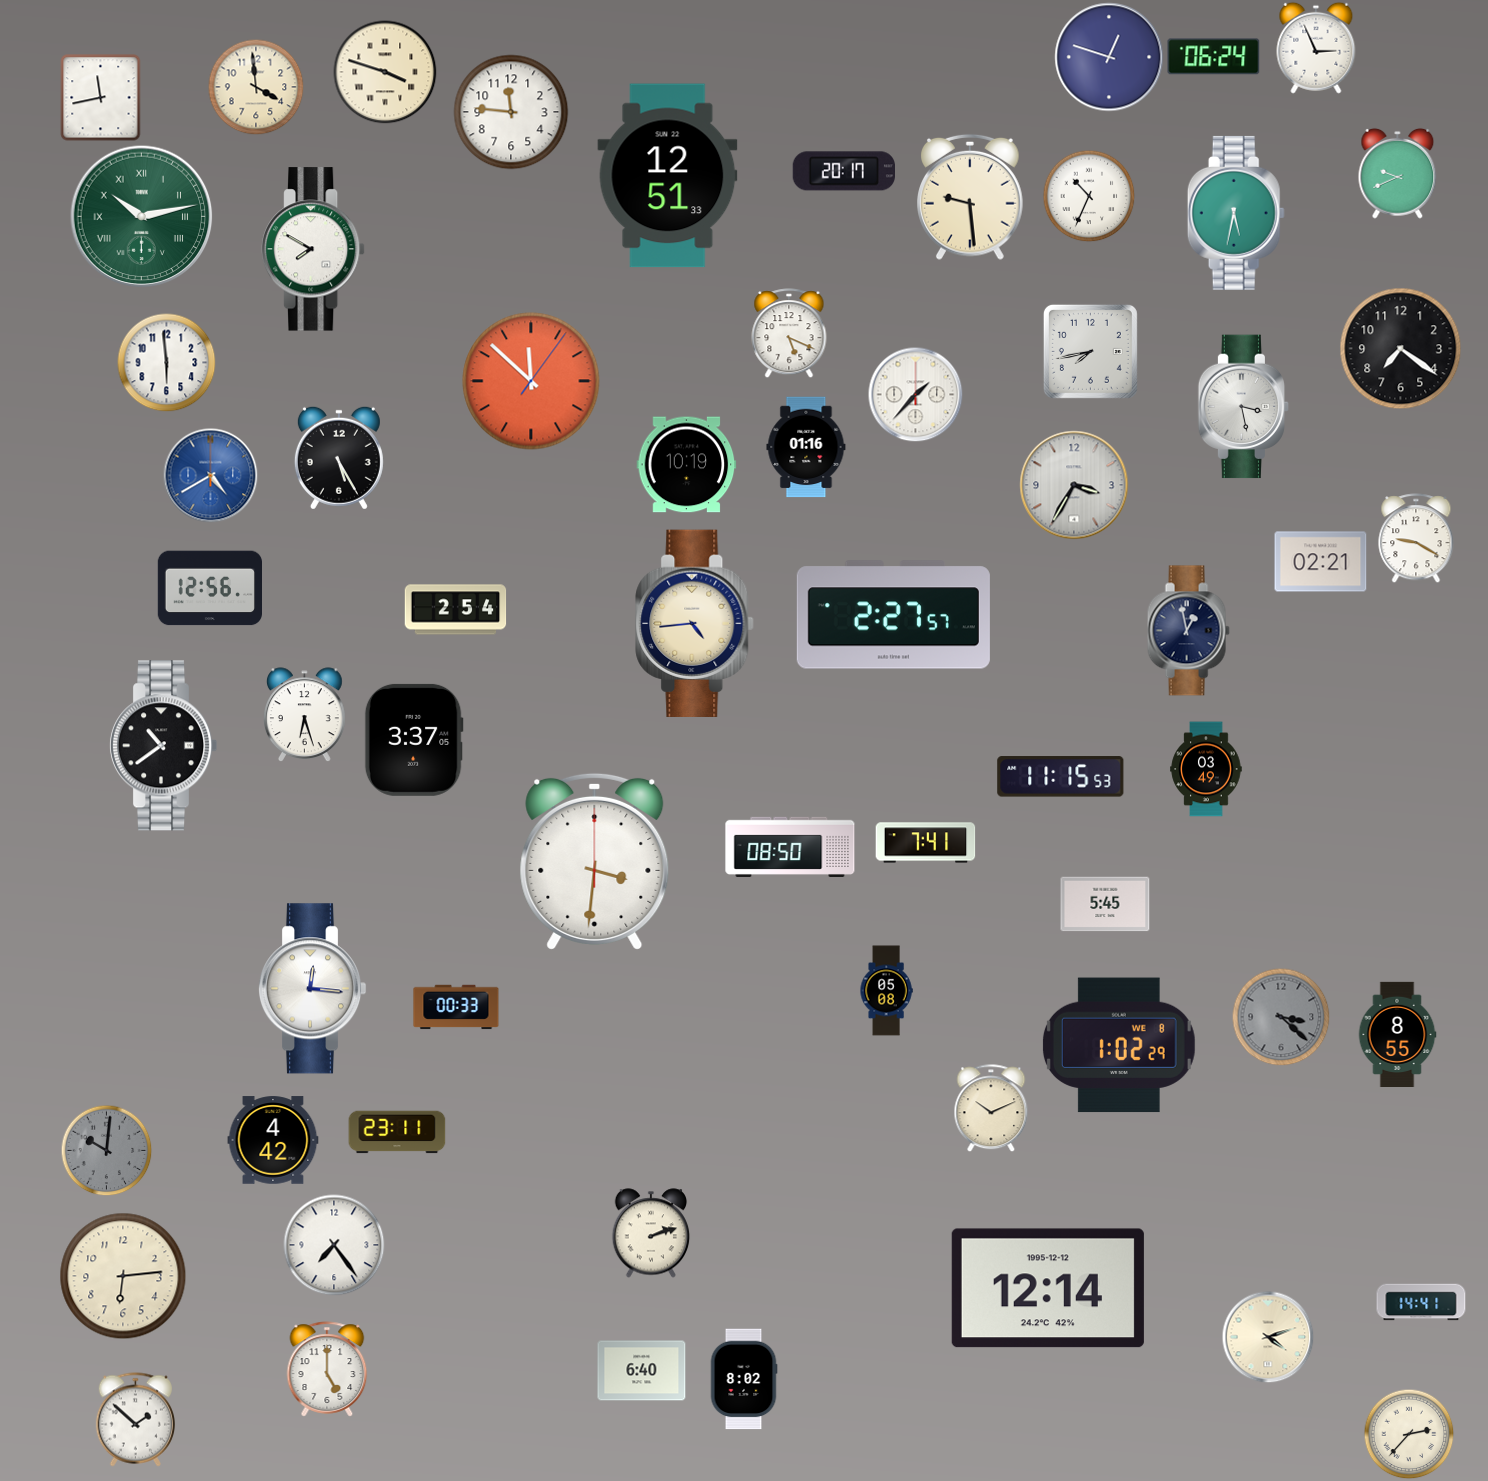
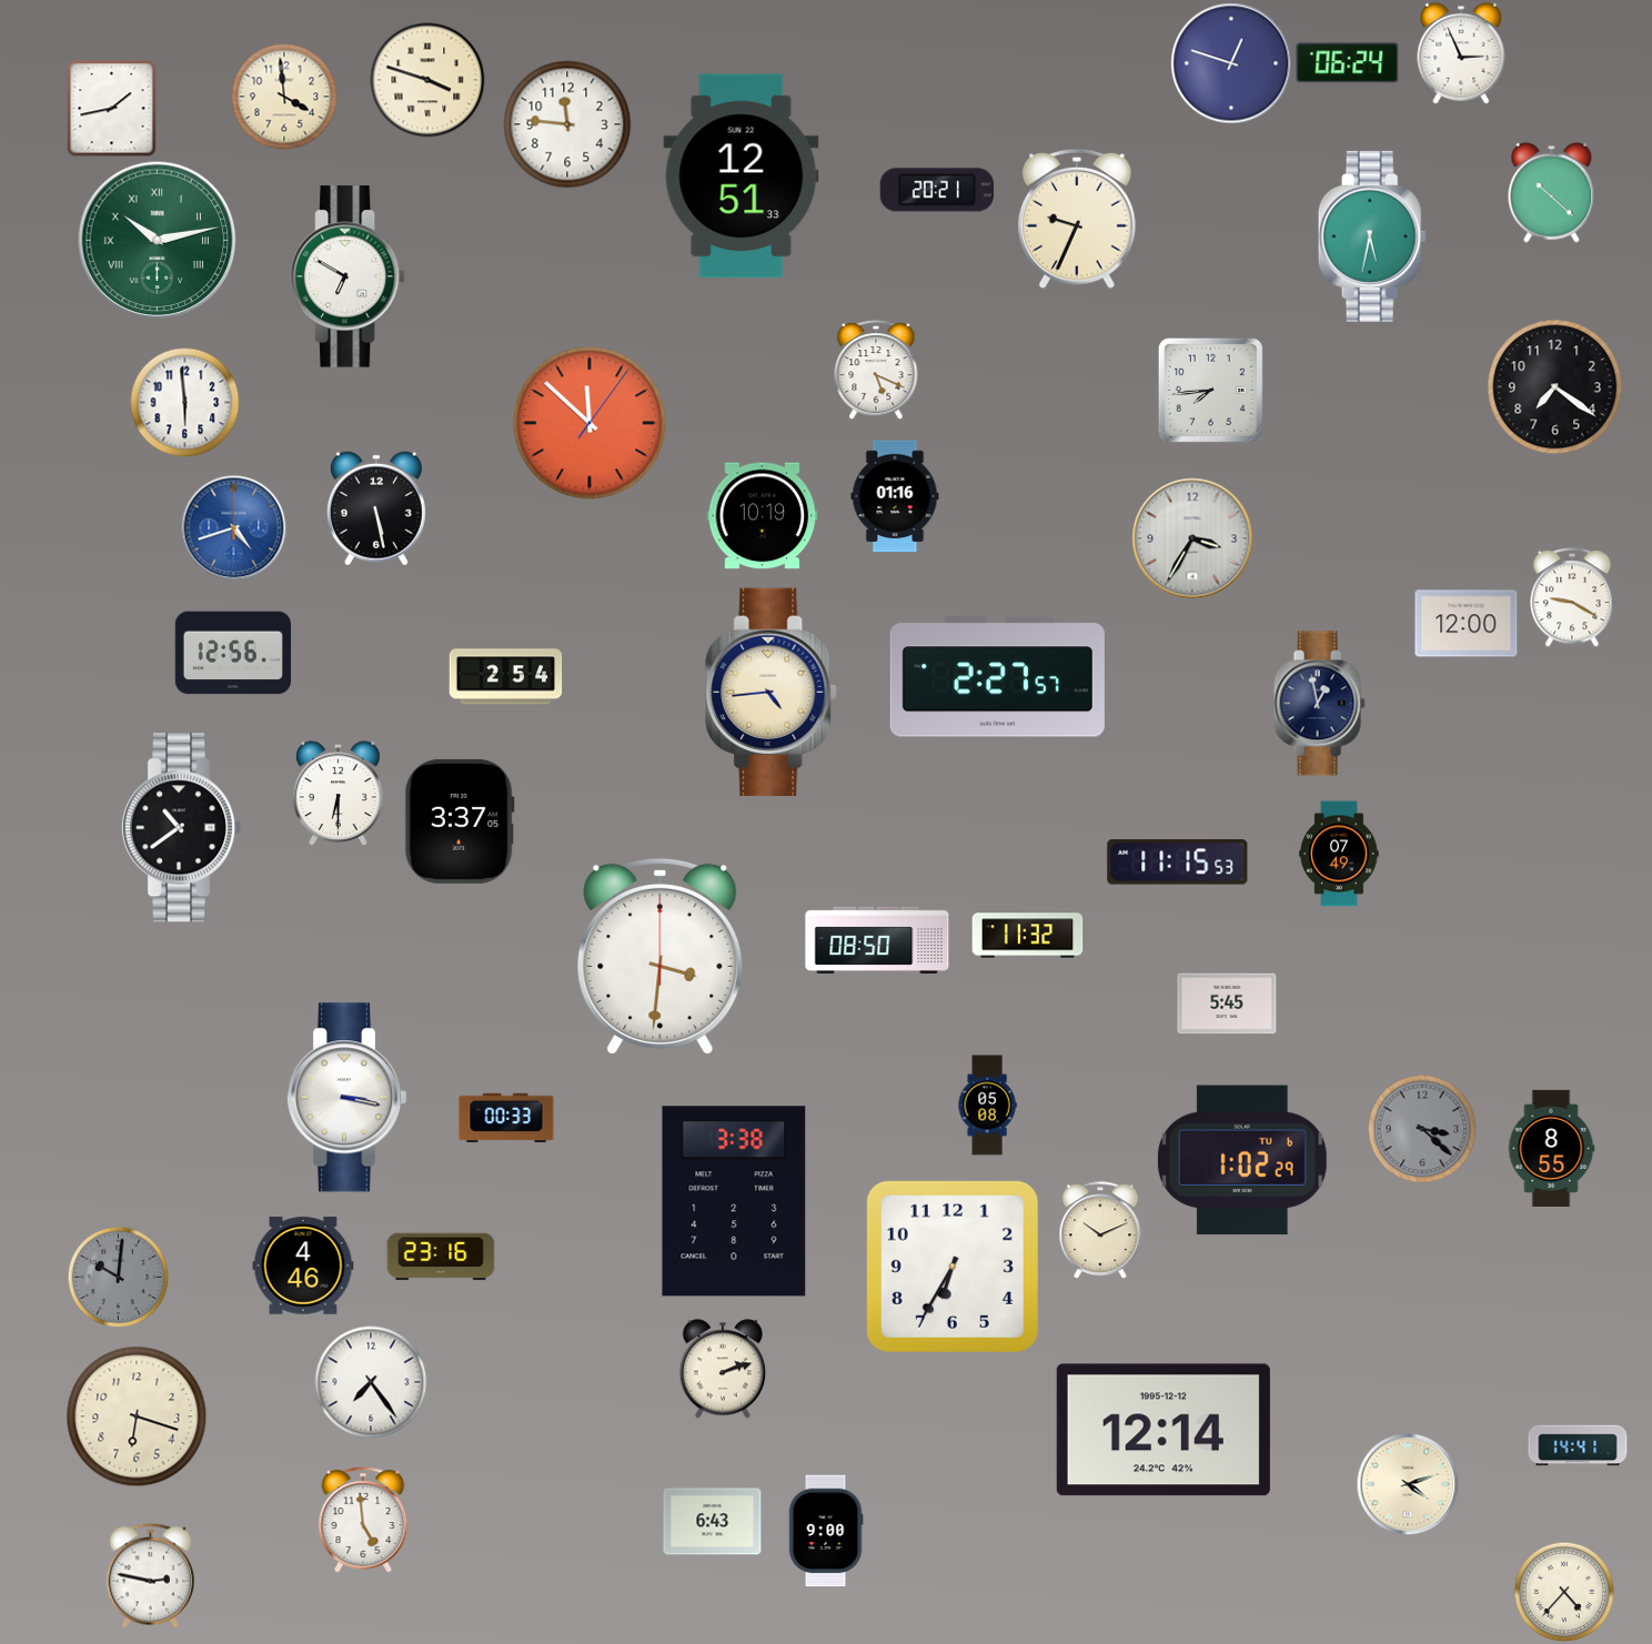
clock at (101, 98): 11:43 -> 1:43
clock at (843, 171): 20:17 -> 20:21
clock at (1398, 173): 9:41 -> 10:22
clock at (668, 176) position: (668, 176) -> (742, 176)
clock at (1089, 196): 10:34 -> none
clock at (971, 197): 9:29 -> 9:34
clock at (313, 249): 7:50 -> 6:50
clock at (1090, 351): 7:43 -> 7:44
clock at (915, 394): 1:37 -> none
clock at (1244, 407): 3:28 -> none
clock at (339, 458): 5:25 -> 5:28
clock at (210, 475): 4:40 -> 4:42
clock at (1321, 562): 02:21 -> 12:00
clock at (893, 615) position: (893, 615) -> (997, 677)
clock at (1188, 631) position: (1188, 631) -> (1319, 704)
clock at (305, 715): 6:27 -> 6:30
clock at (1206, 769): 03:49 -> 07:49
clock at (926, 843): 7:41 -> 11:32
clock at (312, 989): 12:16 -> 3:17
clock at (886, 991) position: (886, 991) -> (987, 1106)
clock at (1119, 1045) date: WE 8 -> TU 6
clock at (734, 1201): none -> 3:38
clock at (397, 1132): 23:11 -> 23:16
clock at (273, 1140): 4:42 -> 4:46
clock at (953, 1267): none -> 6:35
clock at (123, 1276): 6:14 -> 6:18
clock at (327, 1369): 5:00 -> 4:59
clock at (642, 1371): 6:40 -> 6:43
clock at (744, 1379): 8:02 -> 9:00
clock at (135, 1420): 1:52 -> 2:47
clock at (1409, 1434): 2:37 -> 4:37
